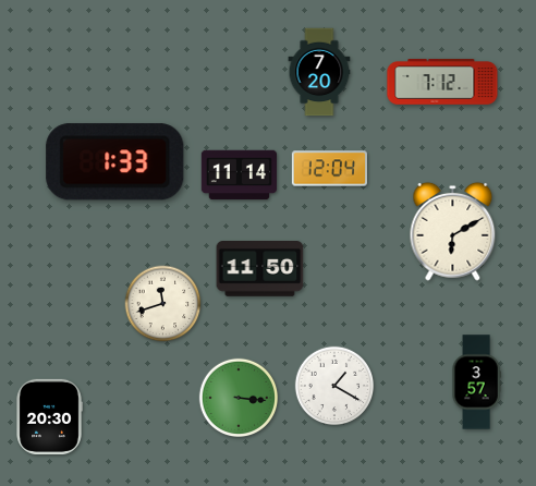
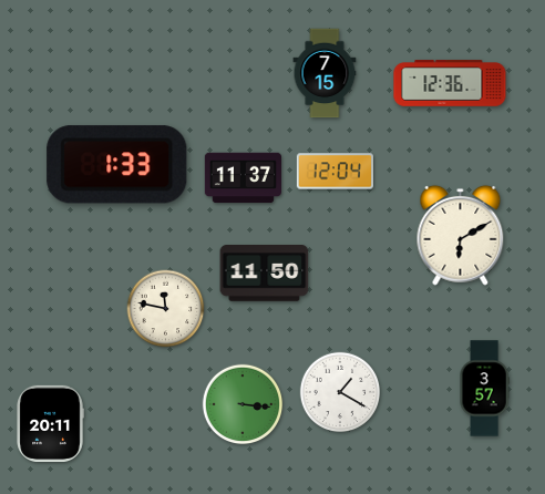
clock at (319, 72): 7:20 -> 7:15
clock at (442, 82): 7:12 -> 12:36
clock at (239, 175): 11:14 -> 11:37
clock at (163, 304): 11:42 -> 11:47
clock at (49, 416): 20:30 -> 20:11
